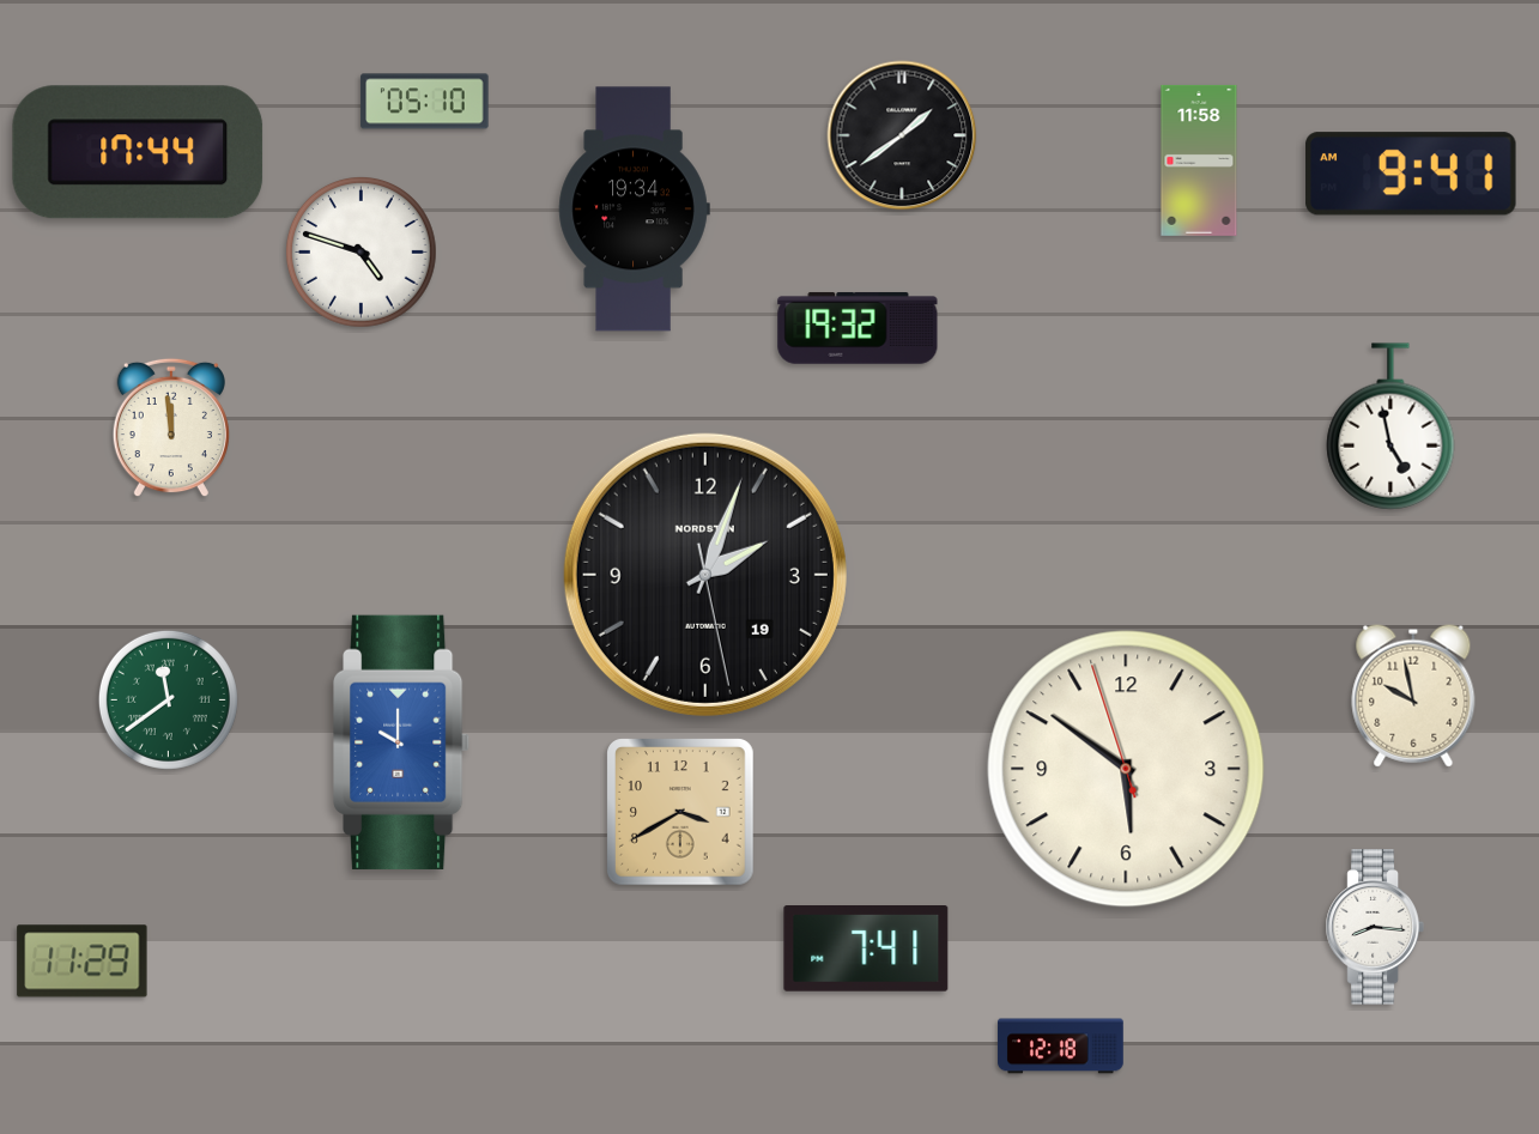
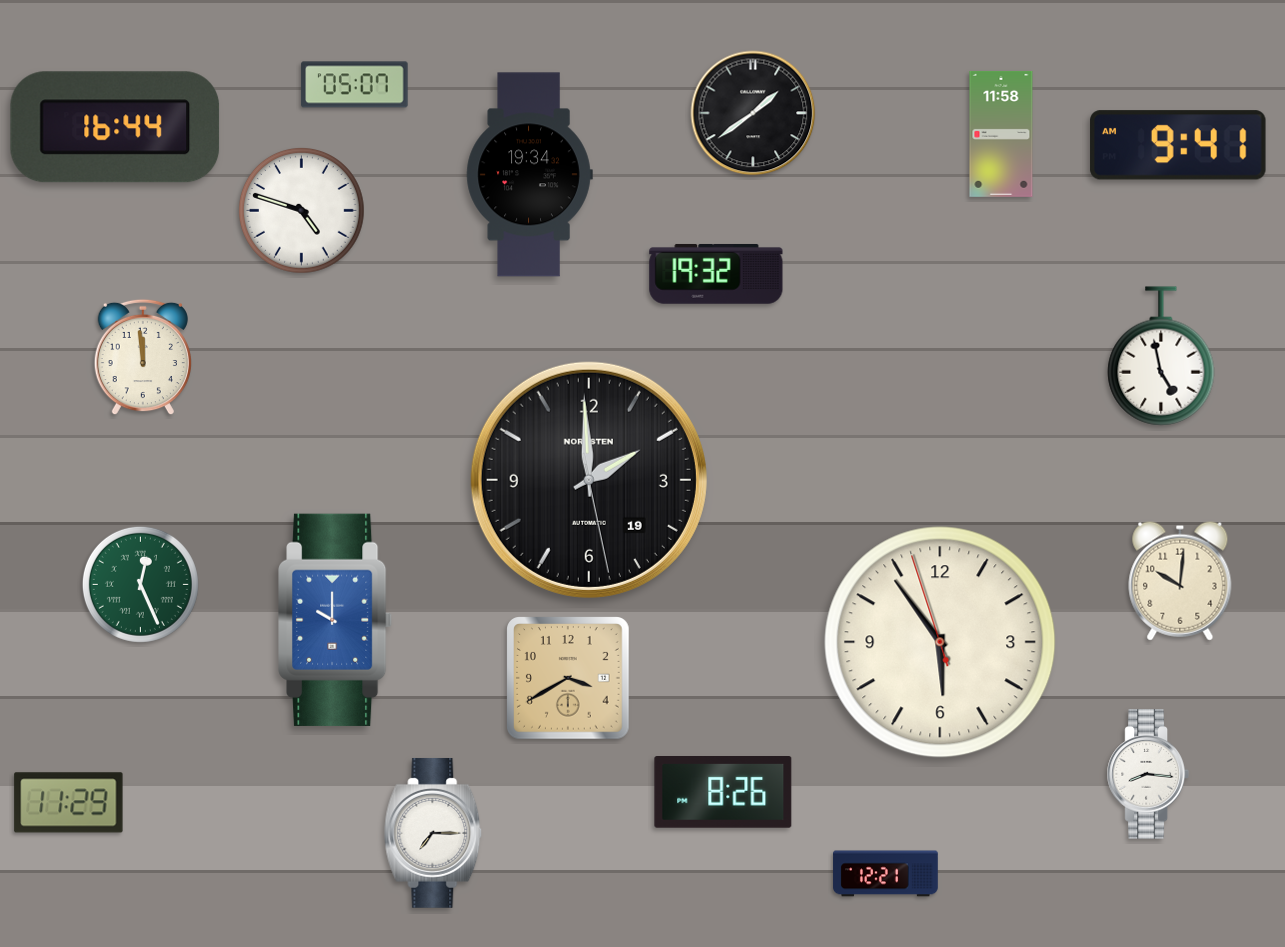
clock at (425, 102): 05:10 -> 05:07
clock at (138, 152): 17:44 -> 16:44
clock at (705, 575): 2:03 -> 1:59
clock at (1413, 696): 9:58 -> 10:01
clock at (168, 699): 11:39 -> 12:26
clock at (1126, 769): 5:50 -> 5:53
clock at (866, 950): 7:41 -> 8:26
clock at (433, 833): none -> 7:15
clock at (1061, 1047): 12:18 -> 12:21
